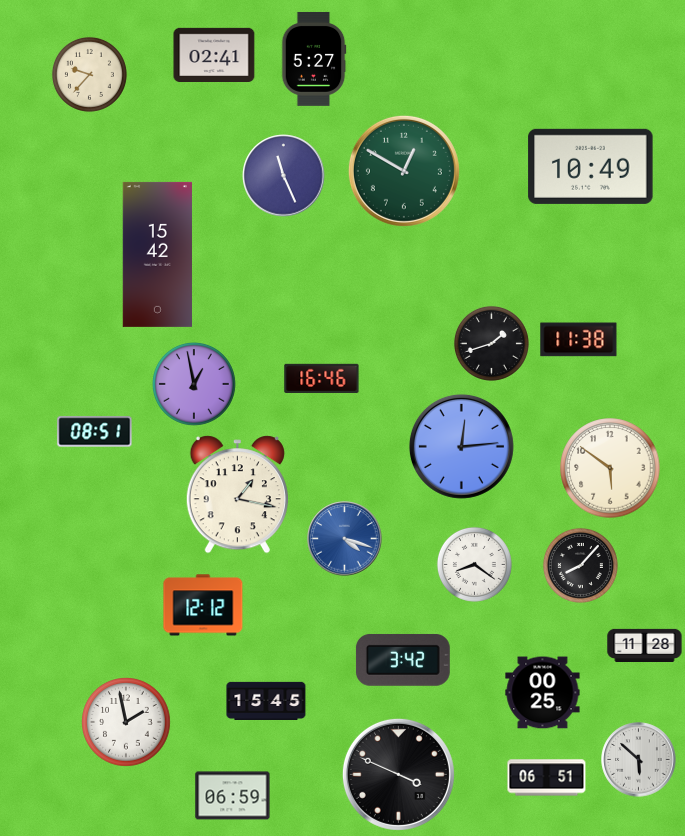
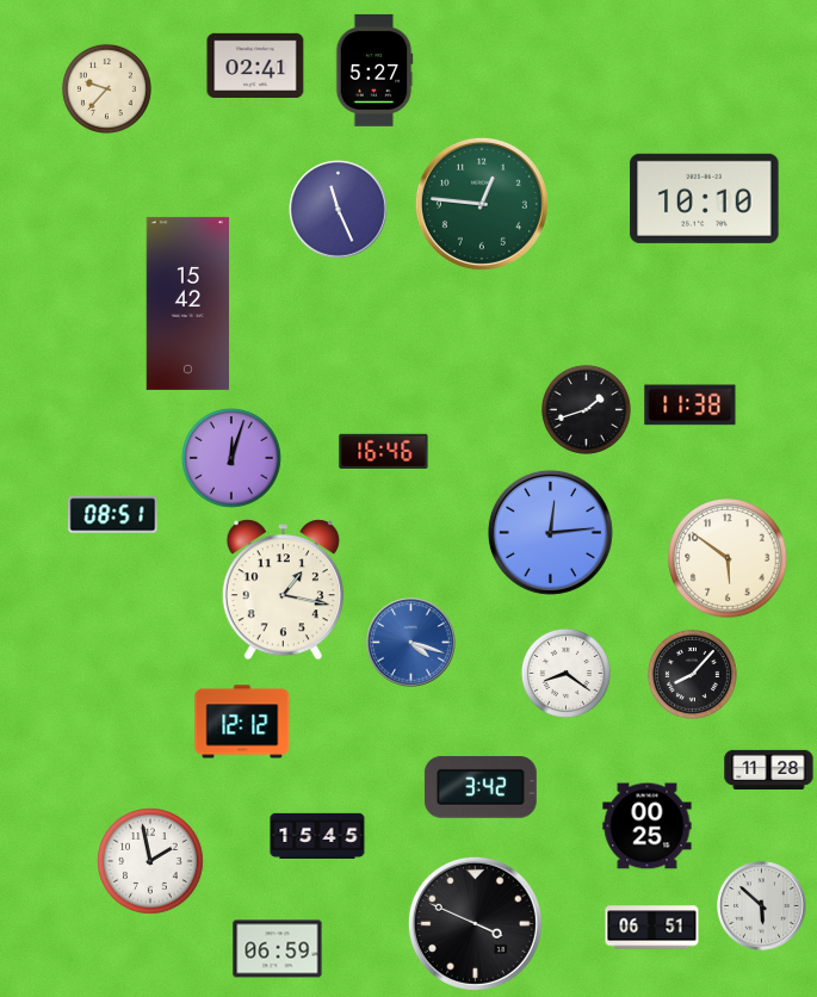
clock at (591, 166): 10:49 -> 10:10
clock at (404, 171): 12:50 -> 12:46
clock at (195, 385): 12:58 -> 12:03
